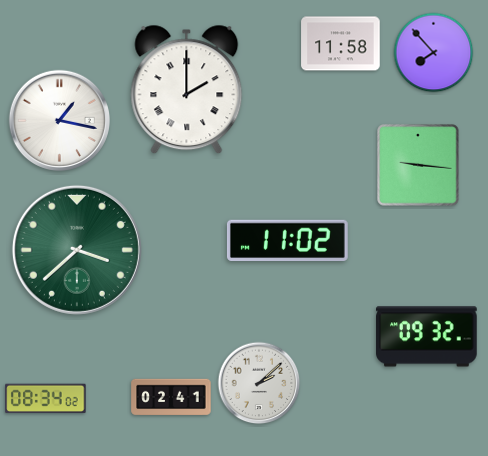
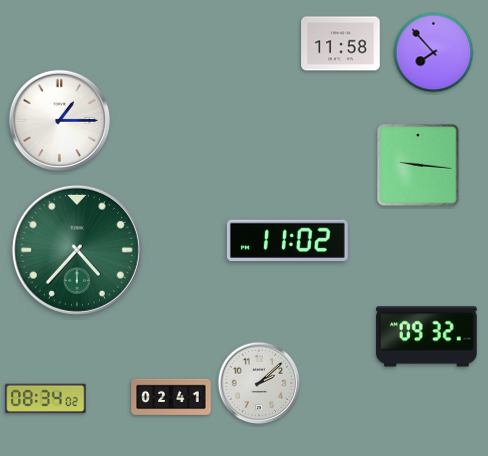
clock at (187, 90): 2:00 -> none
clock at (59, 120): 1:17 -> 1:15
clock at (77, 250): 3:38 -> 4:37
